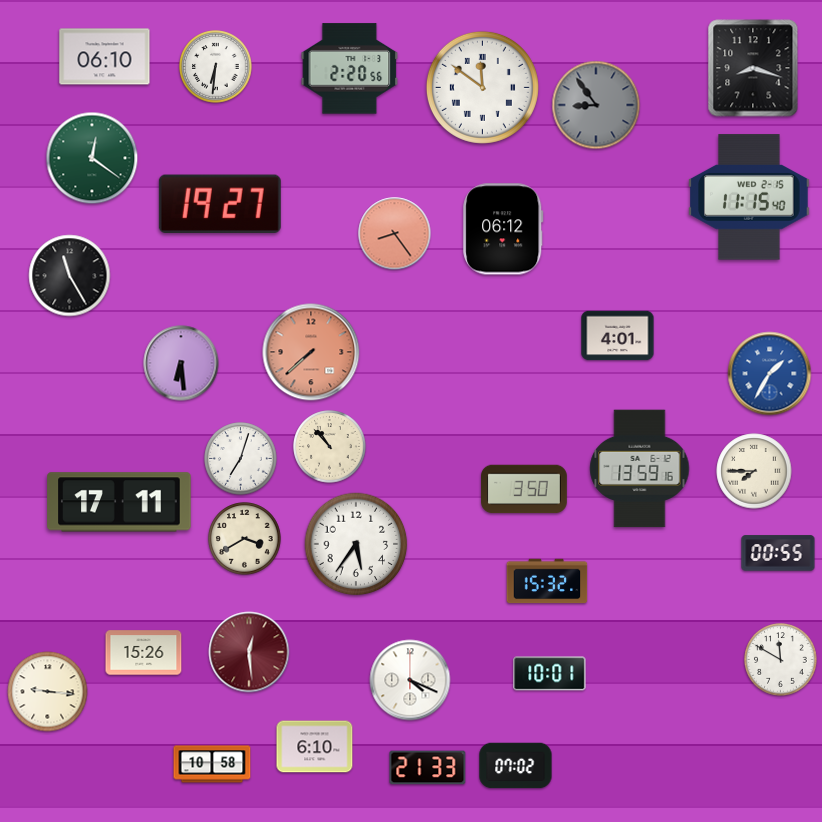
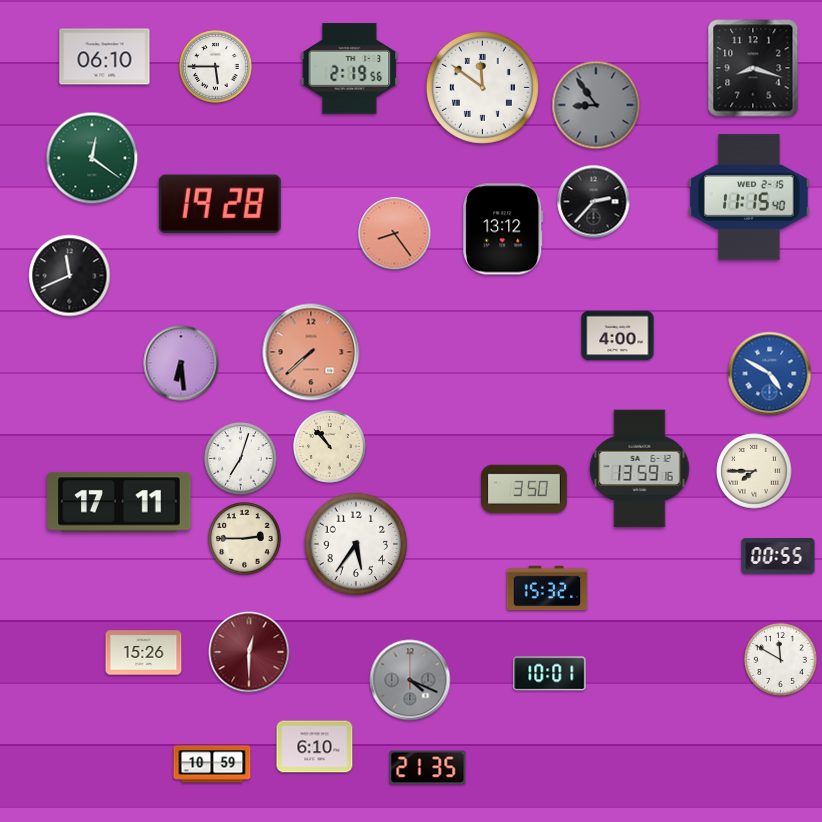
clock at (216, 67): 6:31 -> 5:45
clock at (350, 69): 2:20 -> 2:19
clock at (594, 202): none -> 2:37
clock at (220, 203): 19:27 -> 19:28
clock at (503, 229): 06:12 -> 13:12
clock at (70, 276): 11:25 -> 11:41
clock at (618, 336): 4:01 -> 4:00
clock at (770, 374): 1:35 -> 4:50
clock at (245, 539): 3:40 -> 2:45
clock at (778, 553) position: (778, 553) -> (778, 556)
clock at (547, 581) position: (547, 581) -> (547, 588)
clock at (249, 652): 12:29 -> 12:30
clock at (410, 680) dial: white -> grey
clock at (48, 692): 9:16 -> none
clock at (212, 764): 10:58 -> 10:59
clock at (516, 766): 07:02 -> none
clock at (428, 768): 21:33 -> 21:35
